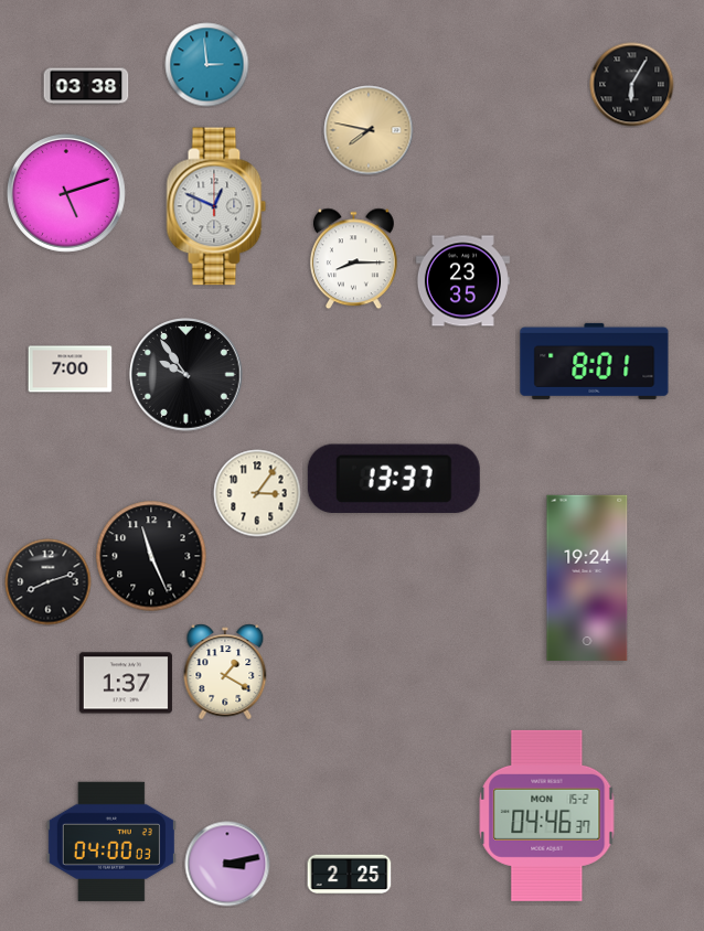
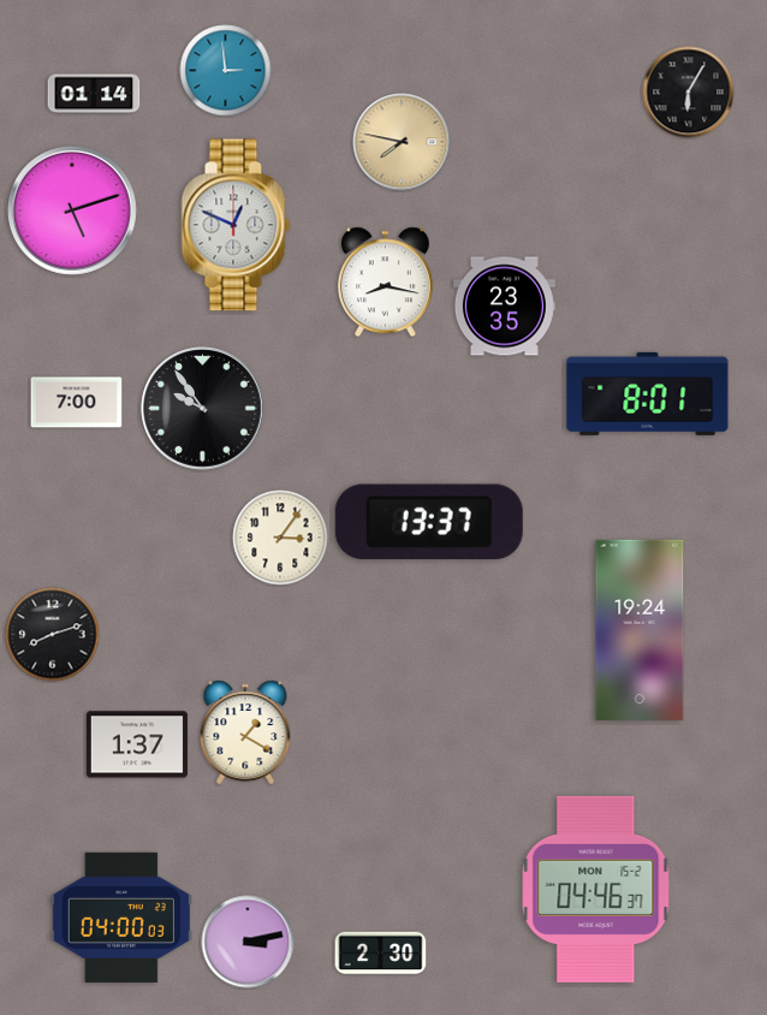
clock at (86, 86): 03:38 -> 01:14
clock at (353, 259): 8:15 -> 8:17
clock at (151, 556): 11:26 -> none
clock at (350, 875): 2:25 -> 2:30
